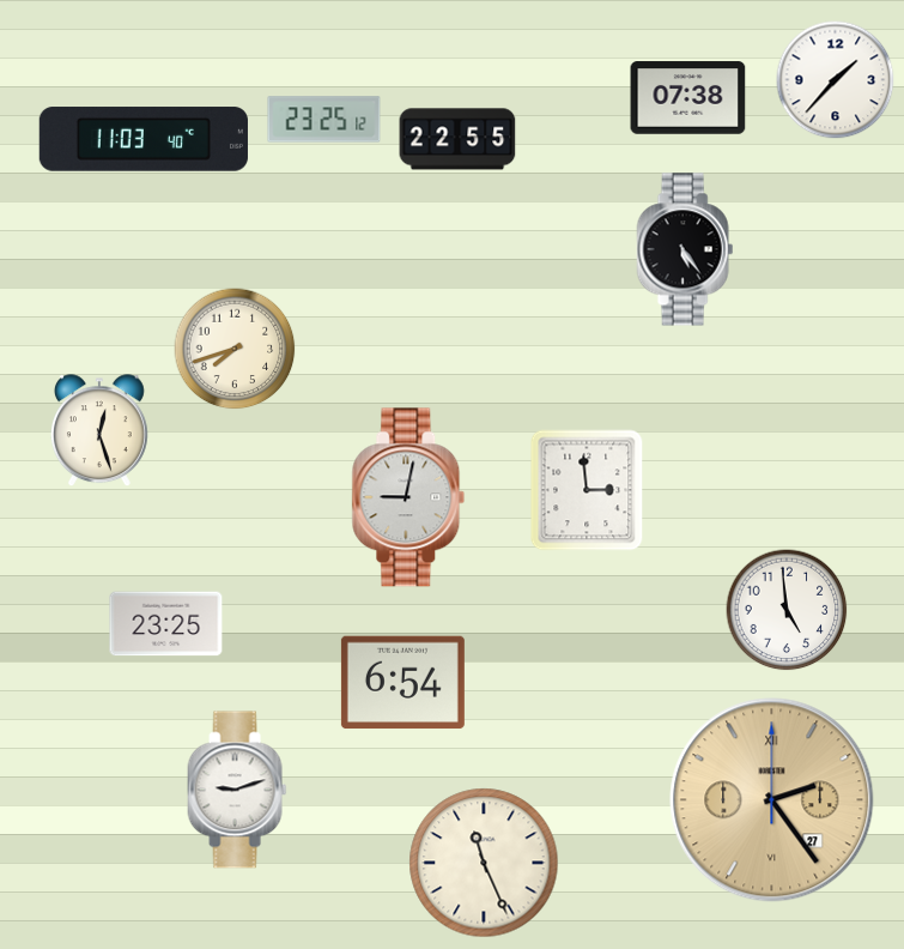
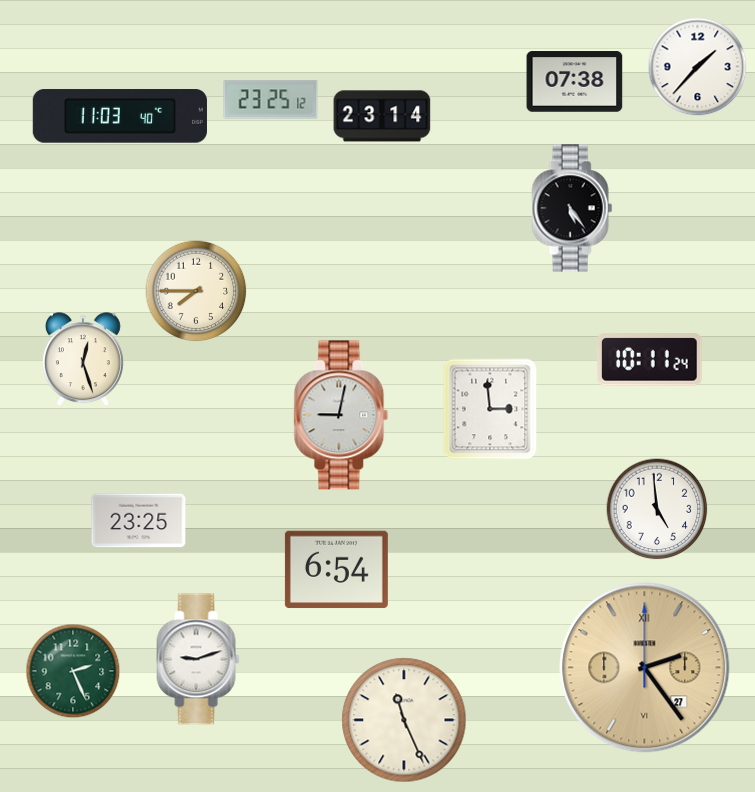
clock at (457, 139): 22:55 -> 23:14
clock at (235, 349): 7:42 -> 7:45
clock at (649, 360): none -> 10:11
clock at (73, 671): none -> 2:26
